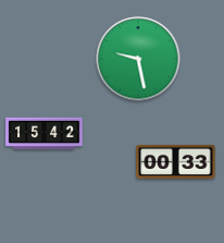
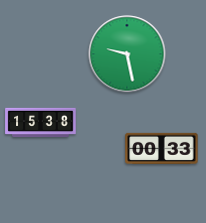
clock at (45, 134): 15:42 -> 15:38
